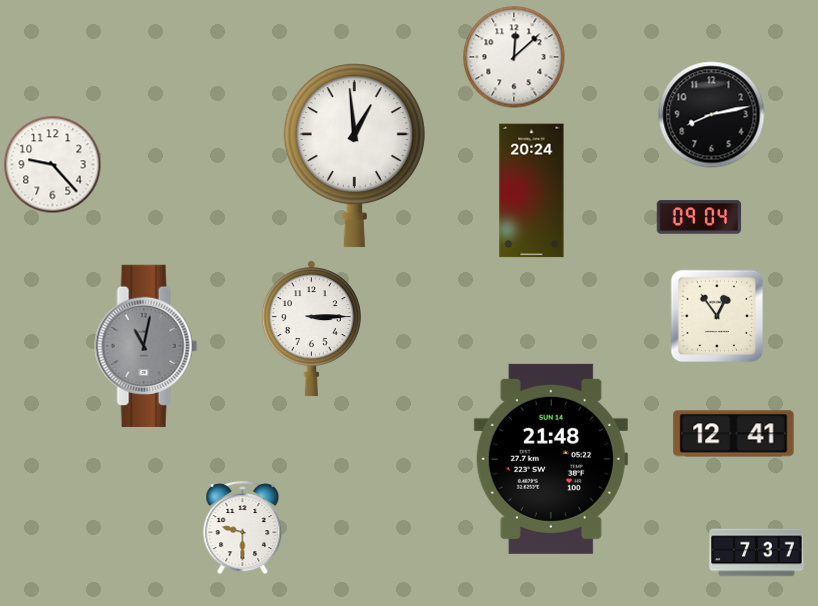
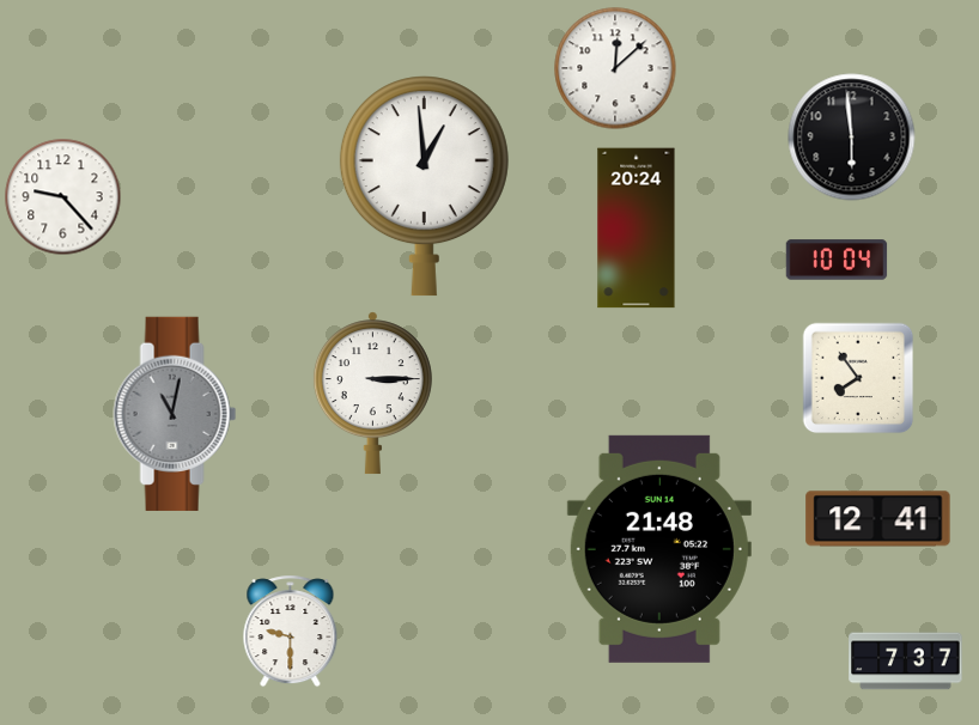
clock at (712, 115): 8:13 -> 5:59
clock at (699, 217): 09:04 -> 10:04
clock at (717, 316): 12:54 -> 7:54
